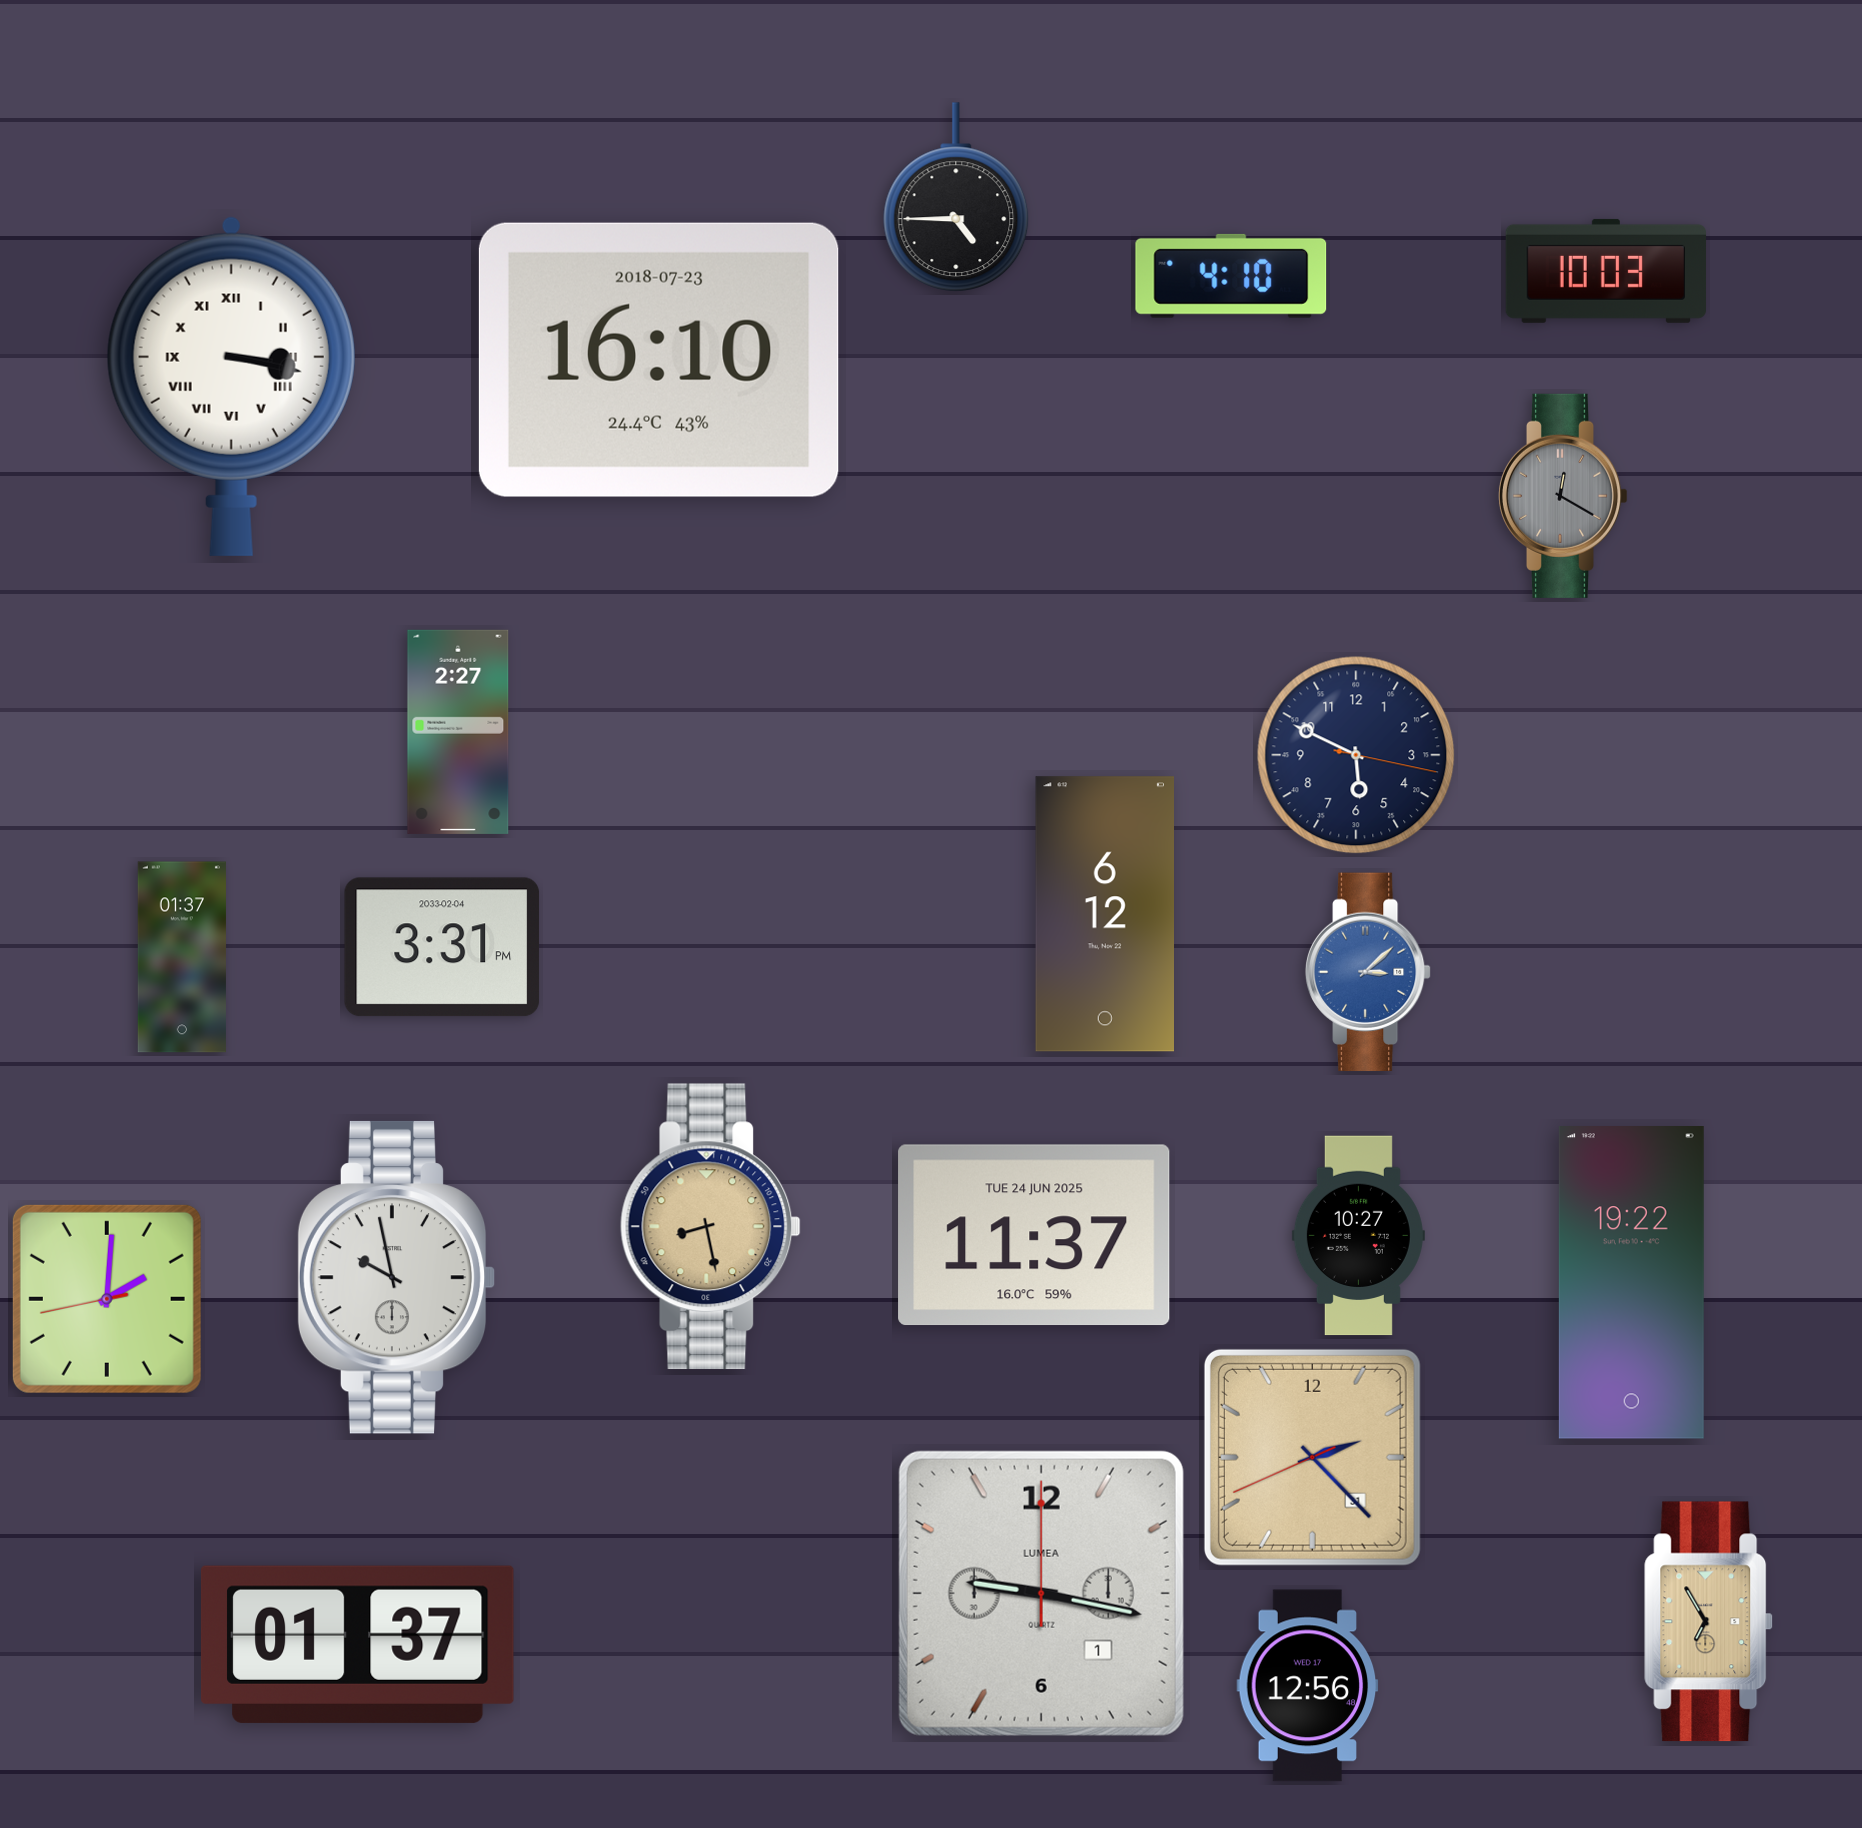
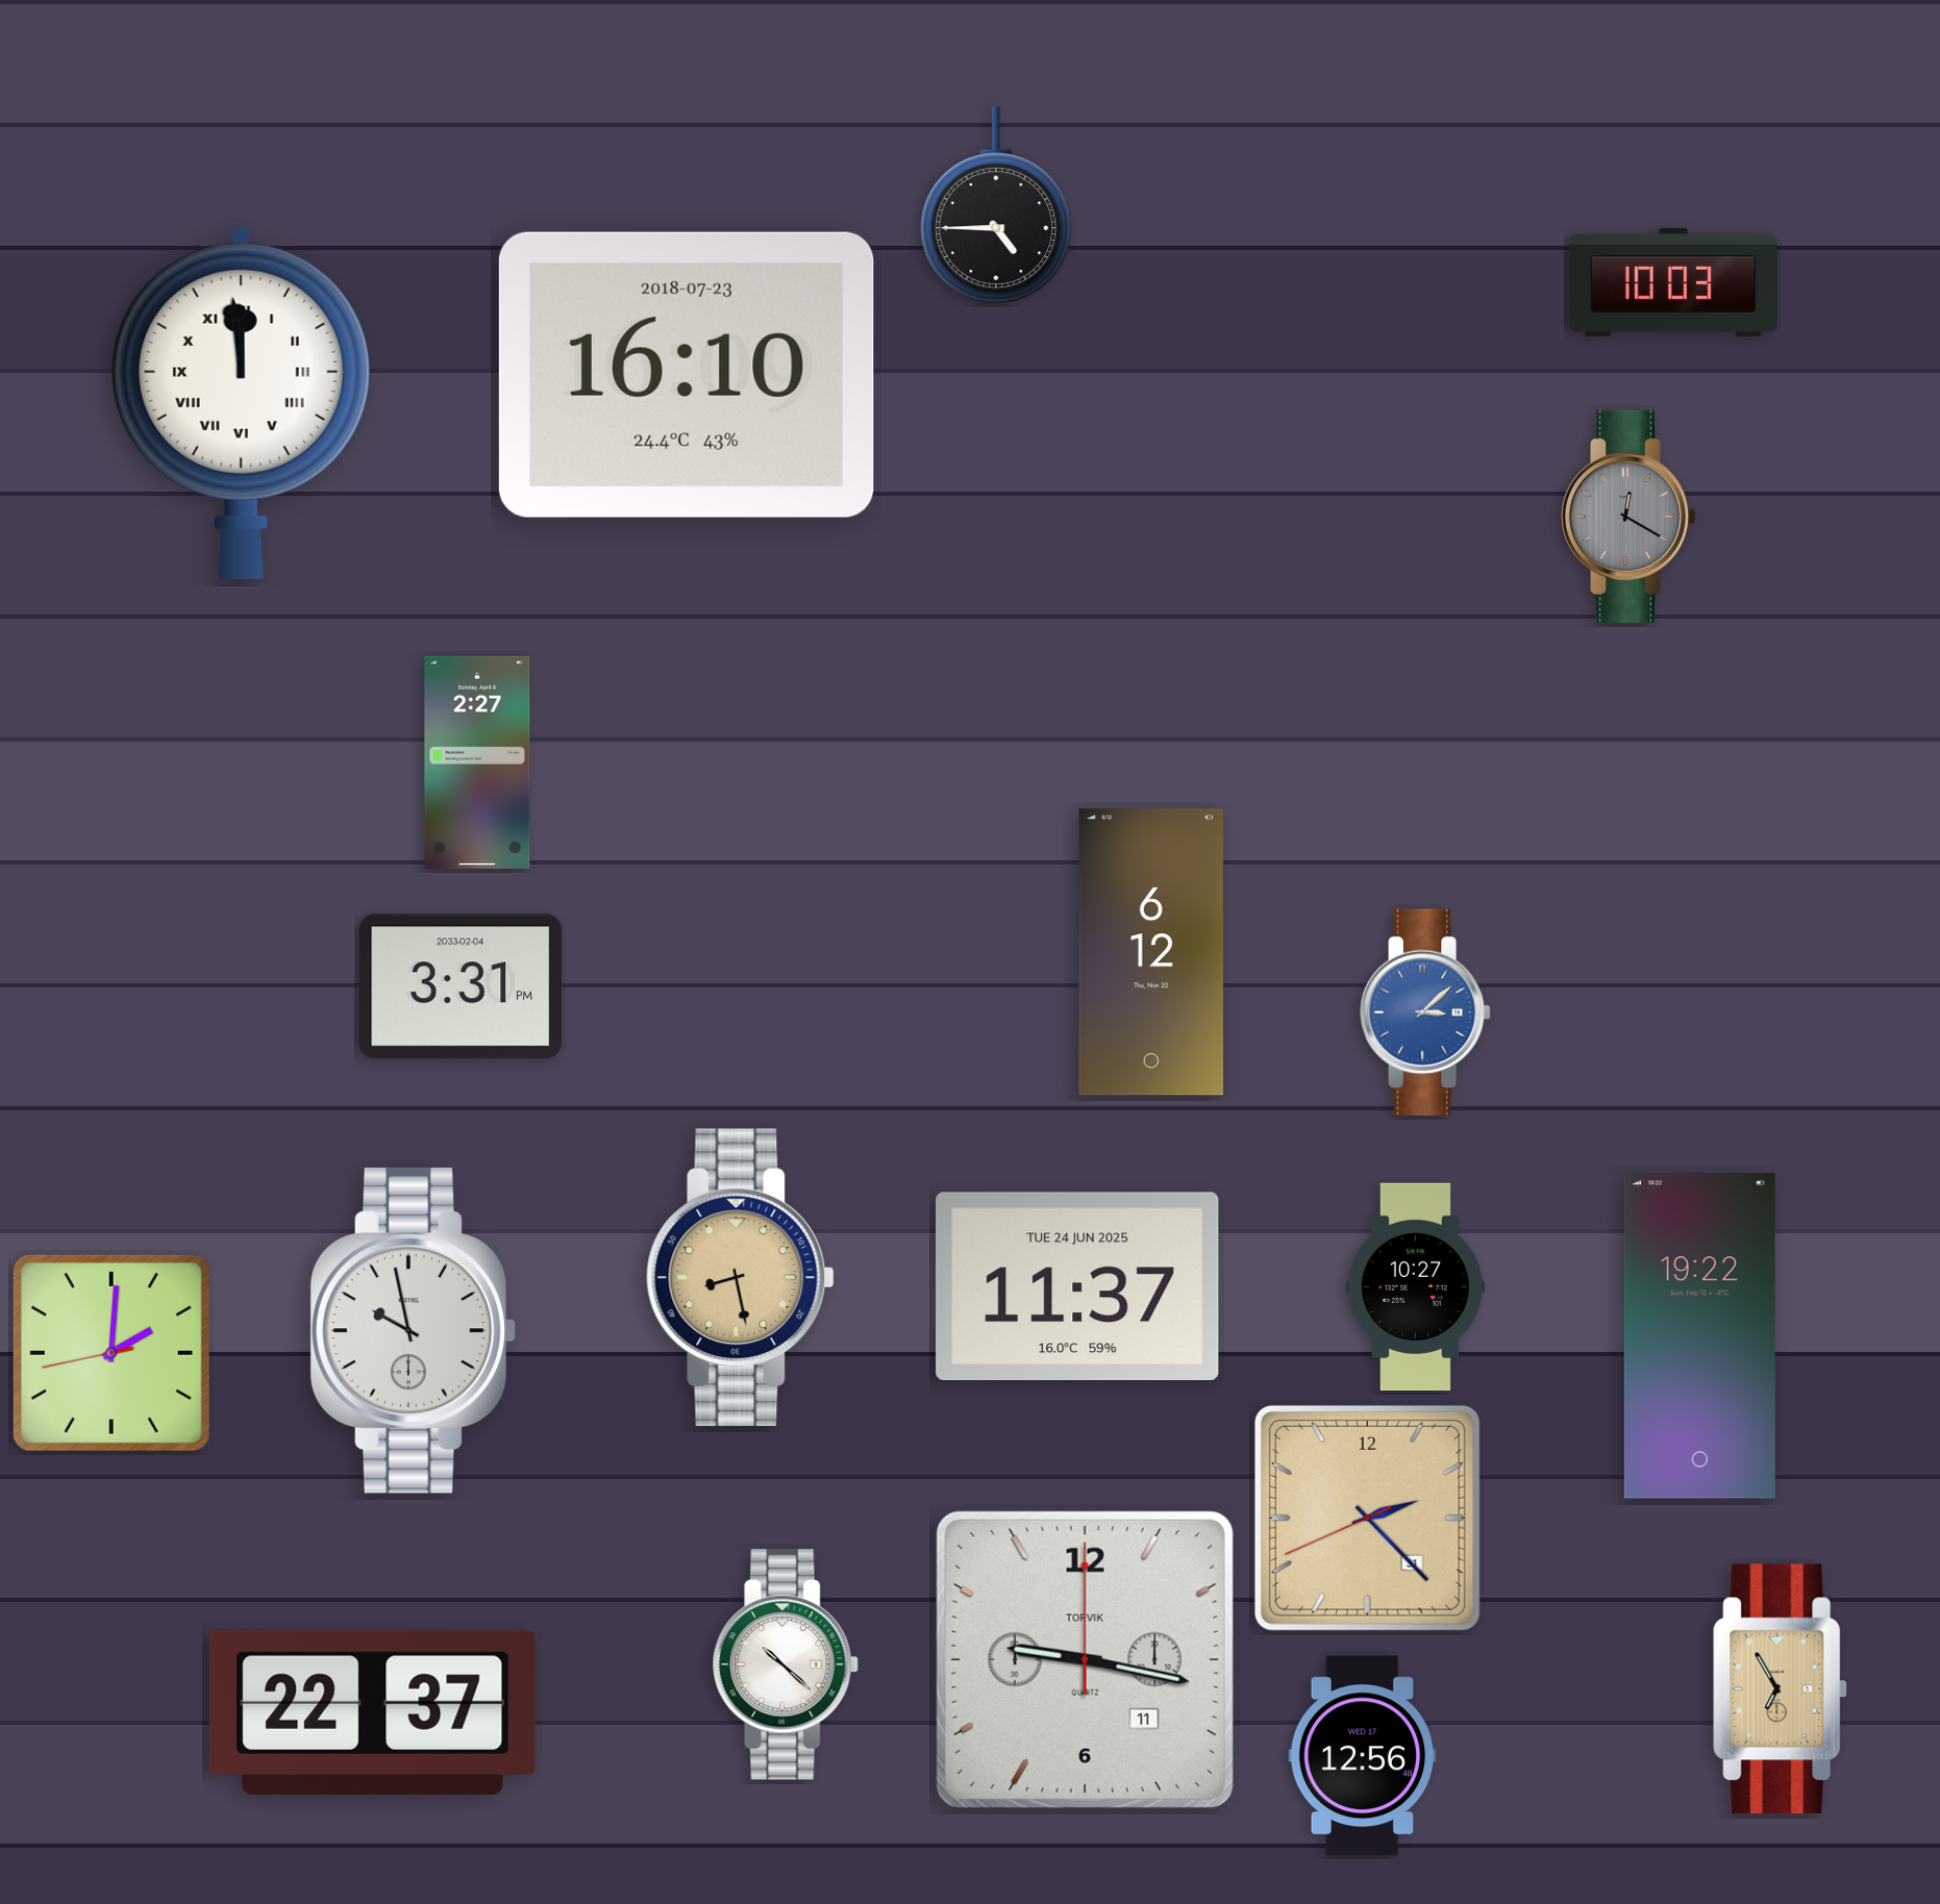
clock at (1231, 276): 4:10 -> none
clock at (231, 386): 3:17 -> 11:59
clock at (1356, 755): 5:49 -> none
clock at (182, 957): 01:37 -> none
clock at (1041, 1593) date: 1 -> 11
clock at (1041, 1593) brand: LUMEA -> TORVIK
clock at (787, 1664): none -> 10:22
clock at (357, 1644): 01:37 -> 22:37
